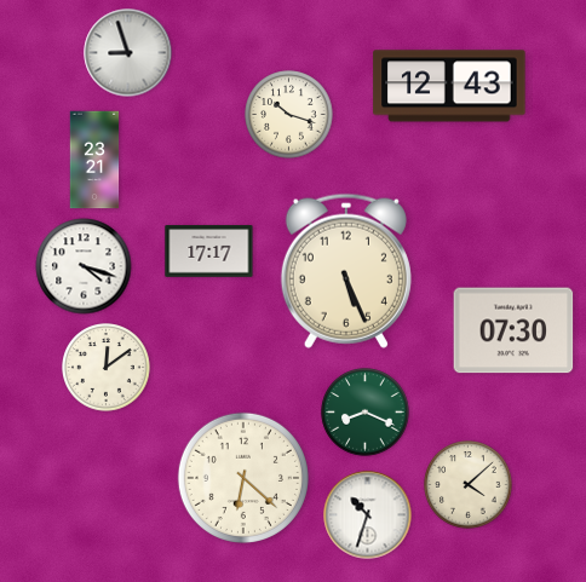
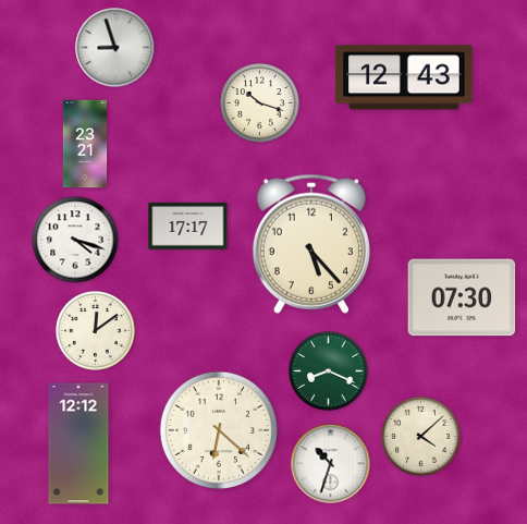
clock at (346, 271): 5:26 -> 5:23
clock at (78, 443): none -> 12:12
